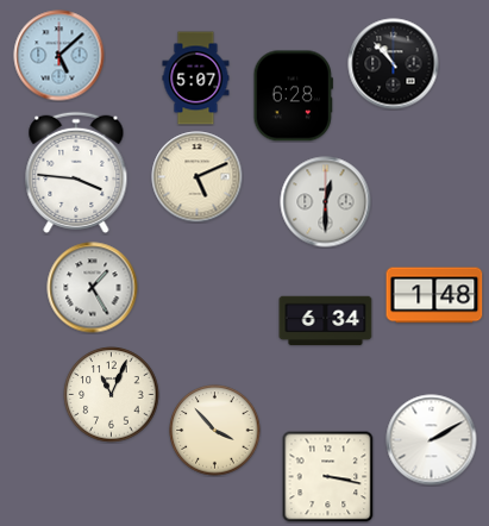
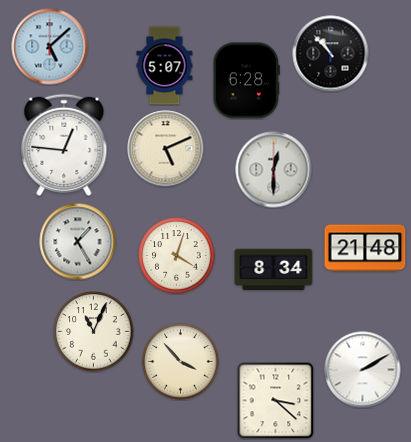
clock at (76, 173): 3:46 -> 12:46
clock at (434, 295): 1:48 -> 21:48
clock at (177, 256): none -> 4:03
clock at (326, 321): 6:34 -> 8:34
clock at (327, 476): 3:17 -> 3:22
